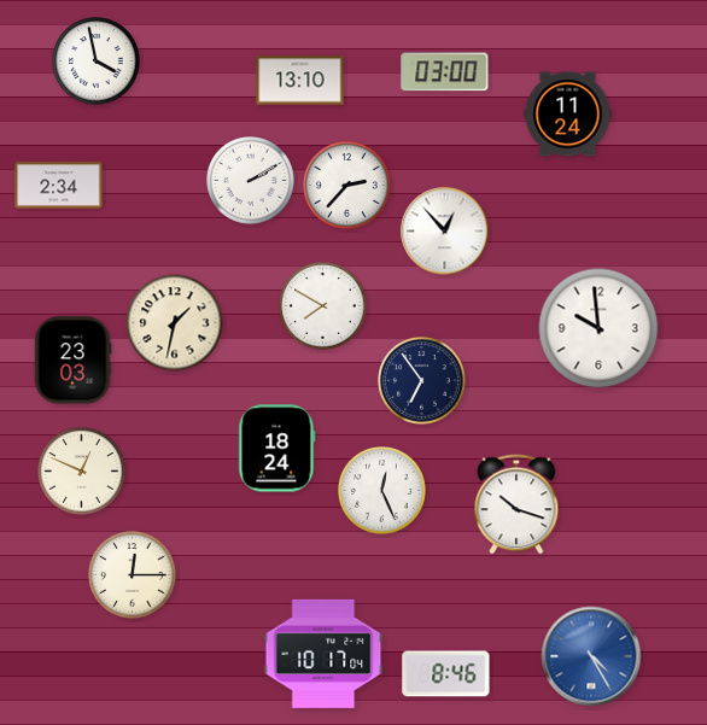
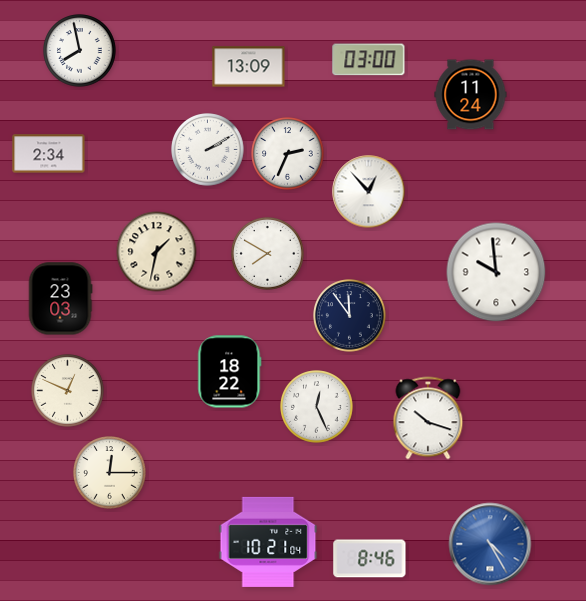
clock at (97, 62): 3:58 -> 7:58
clock at (300, 81): 13:10 -> 13:09
clock at (347, 186): 2:37 -> 2:34
clock at (175, 323) position: (175, 323) -> (157, 252)
clock at (422, 381): 6:54 -> 11:54
clock at (277, 449): 18:24 -> 18:22
clock at (133, 575) position: (133, 575) -> (110, 473)
clock at (323, 654): 10:17 -> 10:21
